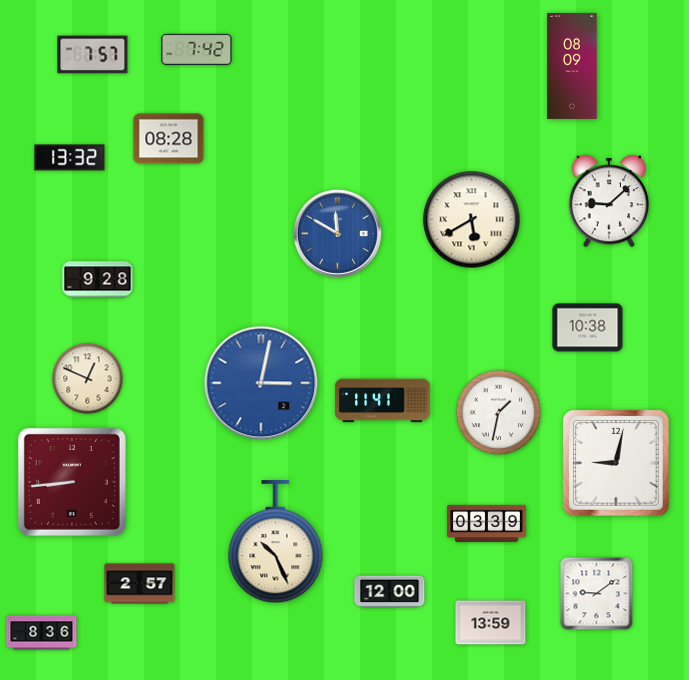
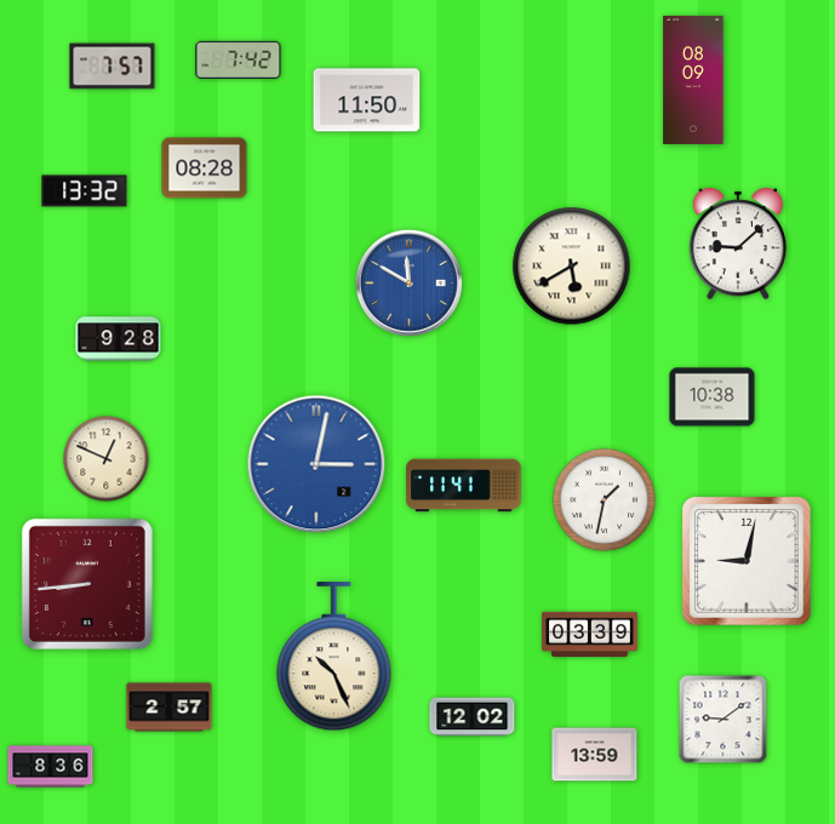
clock at (367, 101): none -> 11:50
clock at (390, 592): 12:00 -> 12:02
